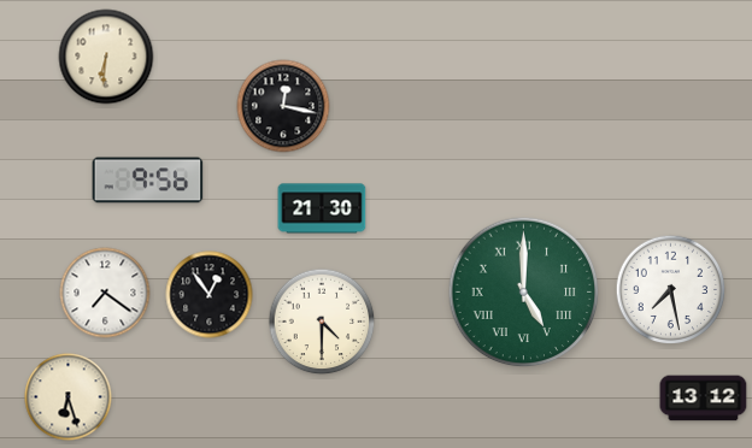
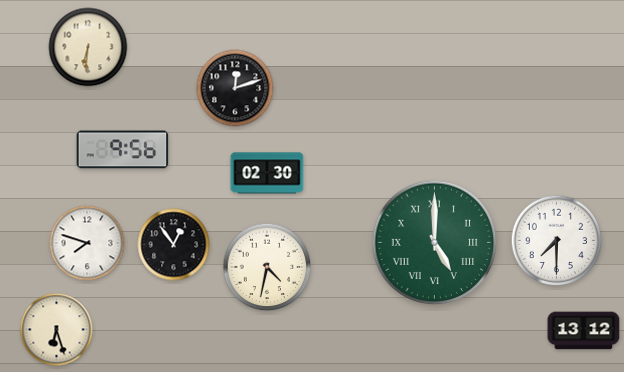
clock at (283, 106): 12:17 -> 12:12
clock at (322, 208): 21:30 -> 02:30
clock at (671, 290): 7:28 -> 7:30
clock at (105, 293): 7:21 -> 7:48
clock at (322, 322): 4:30 -> 4:32
